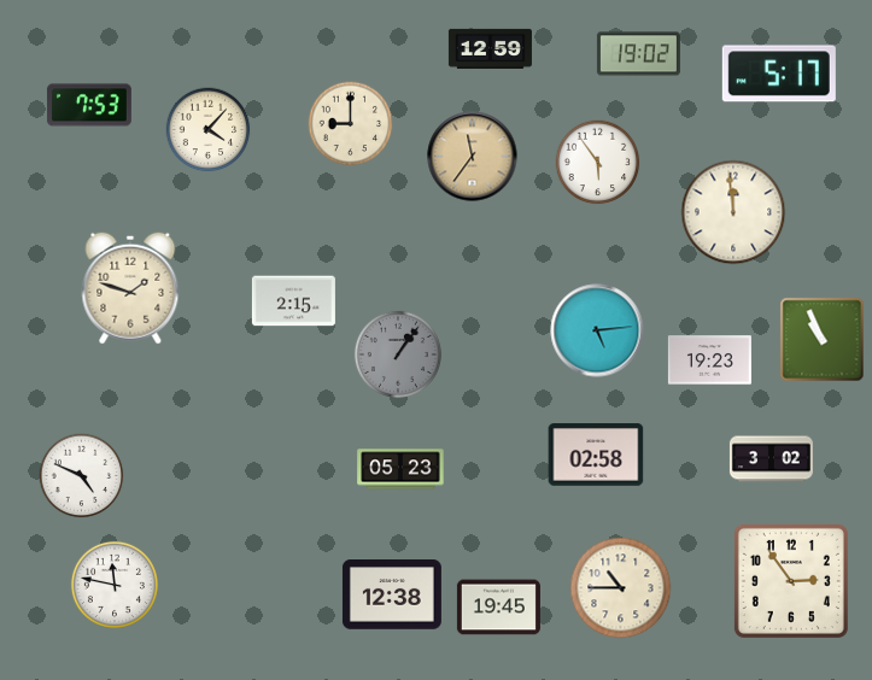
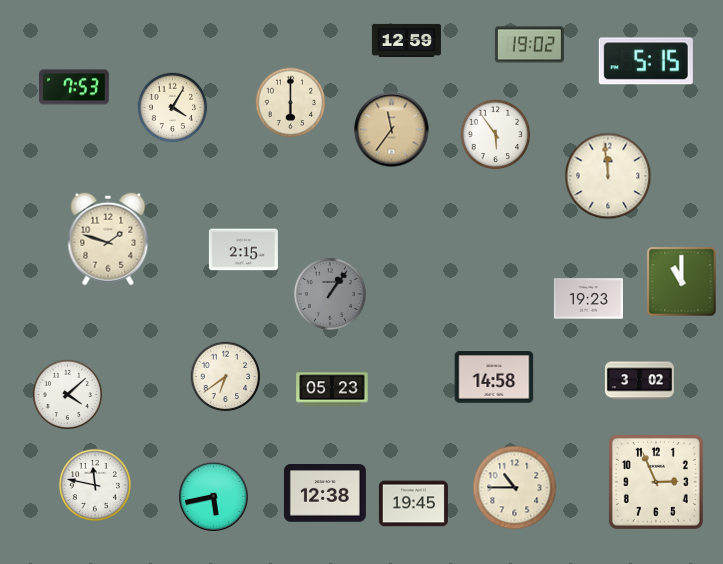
clock at (779, 74): 5:17 -> 5:15
clock at (351, 124): 9:00 -> 6:00
clock at (209, 130): 4:07 -> 4:05
clock at (597, 330): 5:14 -> none
clock at (823, 340): 10:56 -> 11:00
clock at (226, 377): none -> 6:39
clock at (596, 455): 02:58 -> 14:58
clock at (82, 476): 4:49 -> 4:08
clock at (791, 581): 2:54 -> 2:56
clock at (214, 497): none -> 5:43
